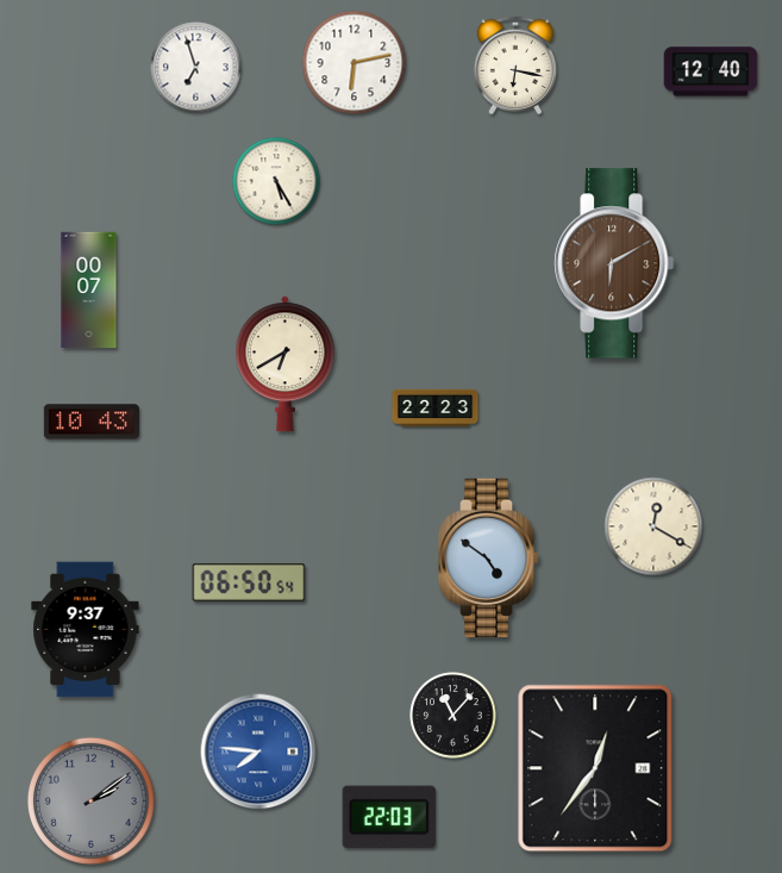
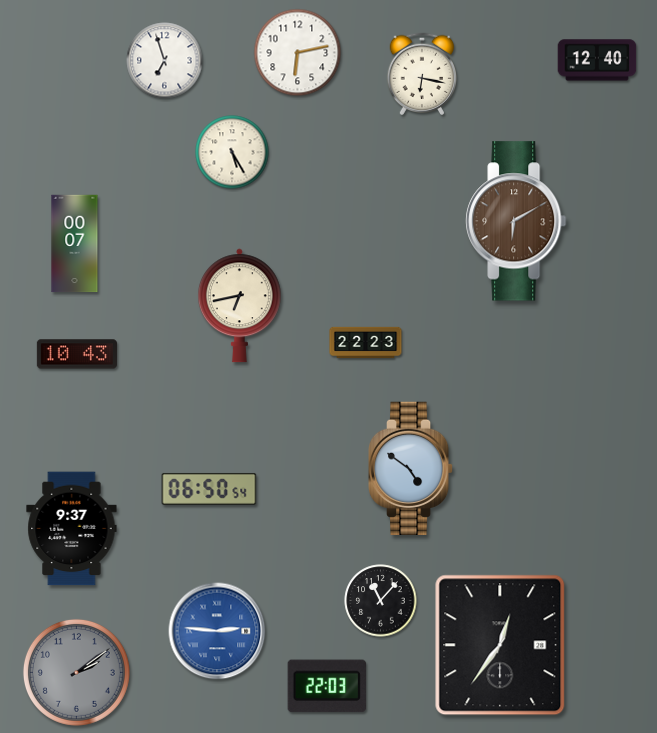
clock at (515, 66) position: (515, 66) -> (422, 74)
clock at (196, 68) position: (196, 68) -> (165, 61)
clock at (284, 364): 6:40 -> 6:43
clock at (653, 526): 12:20 -> none
clock at (258, 752): 7:46 -> 2:46
